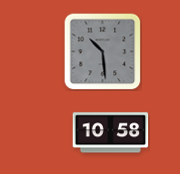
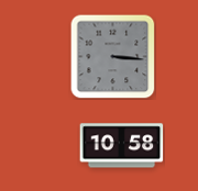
clock at (103, 52): 10:29 -> 3:16
